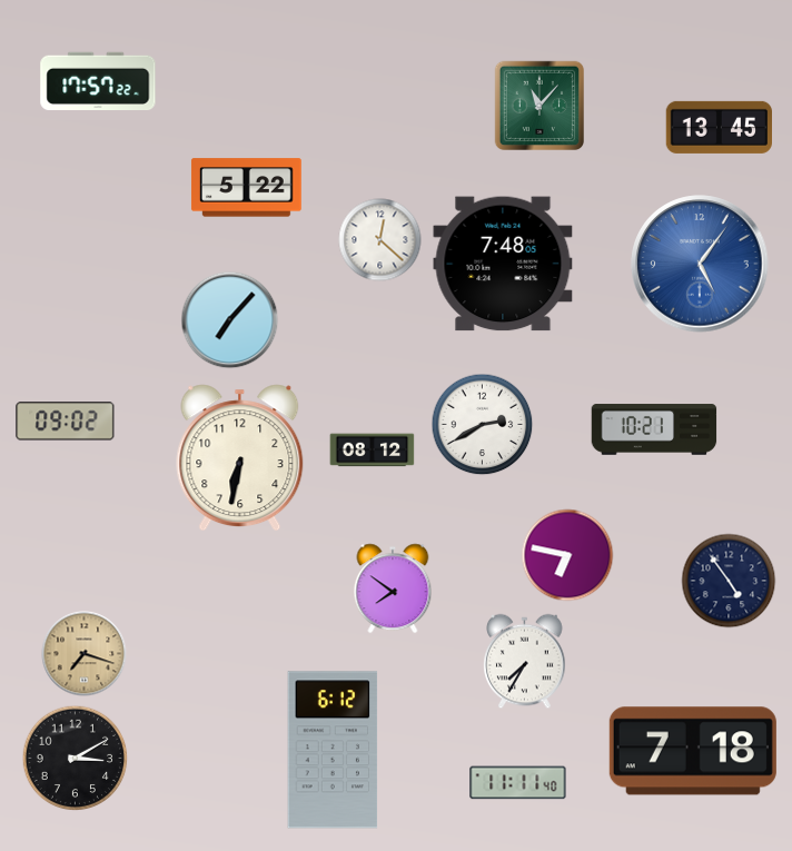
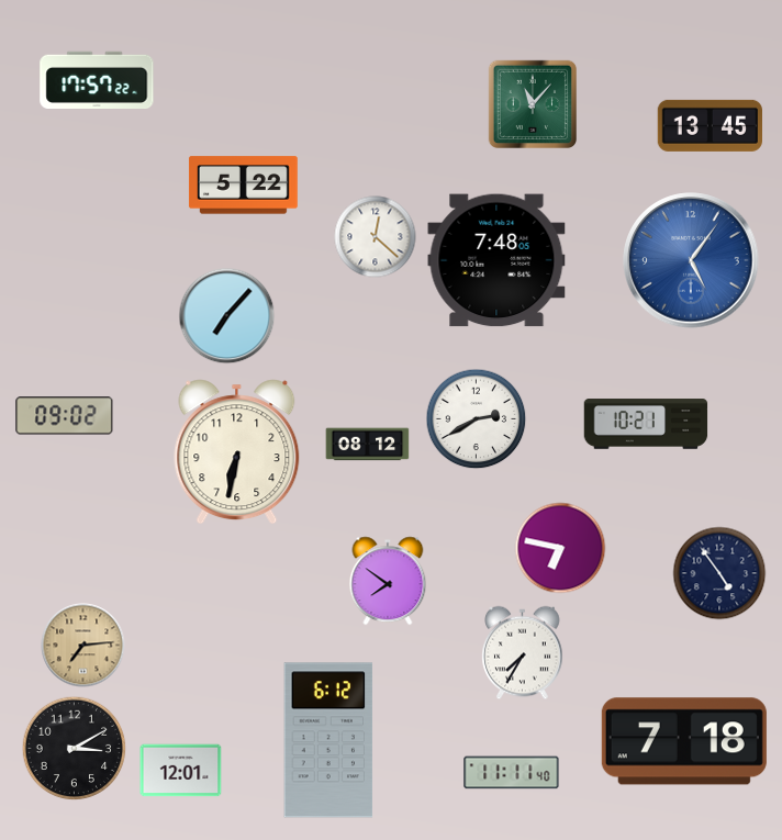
clock at (85, 654): 7:18 -> 7:14
clock at (525, 662) position: (525, 662) -> (523, 653)
clock at (181, 771): none -> 12:01
